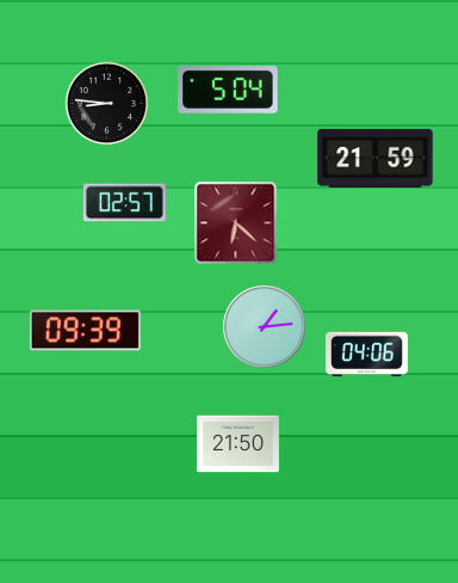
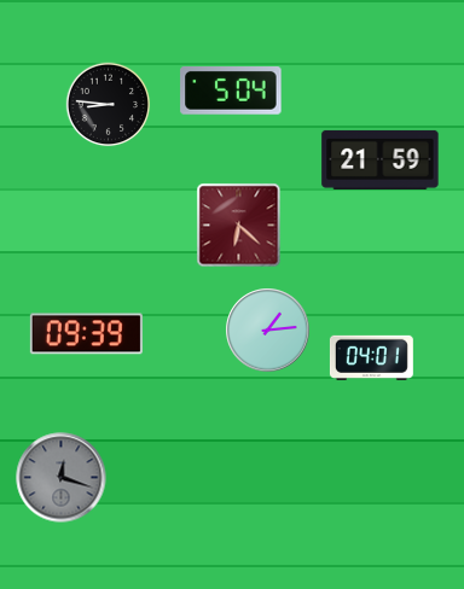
clock at (124, 203): 02:57 -> none
clock at (366, 354): 04:06 -> 04:01
clock at (237, 444): 21:50 -> none
clock at (62, 478): none -> 12:18
